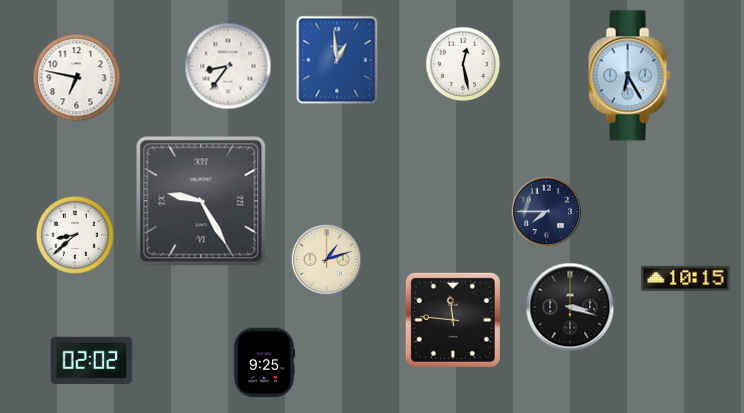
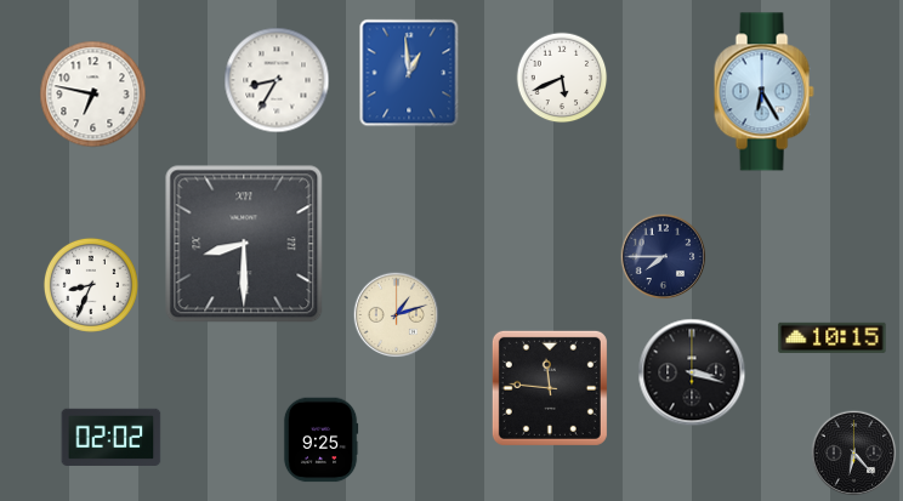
clock at (463, 64): 12:28 -> 5:41
clock at (228, 66): 8:36 -> 8:35
clock at (201, 201): 9:25 -> 8:30
clock at (75, 235): 8:38 -> 8:34
clock at (854, 454): none -> 6:23
